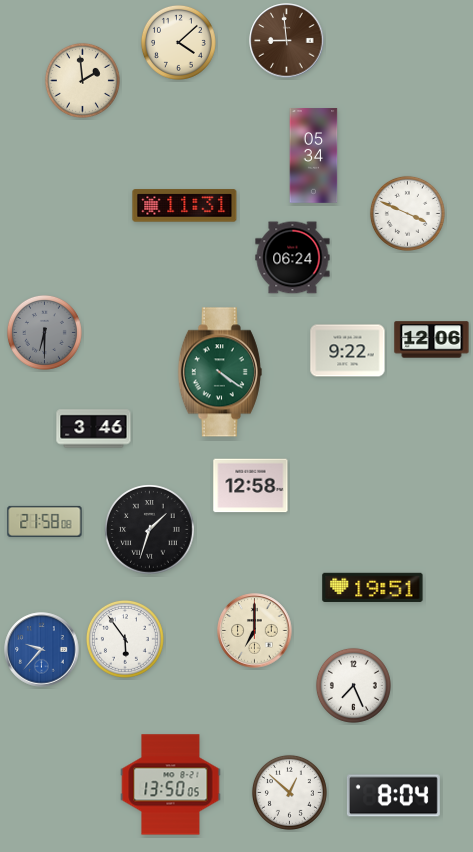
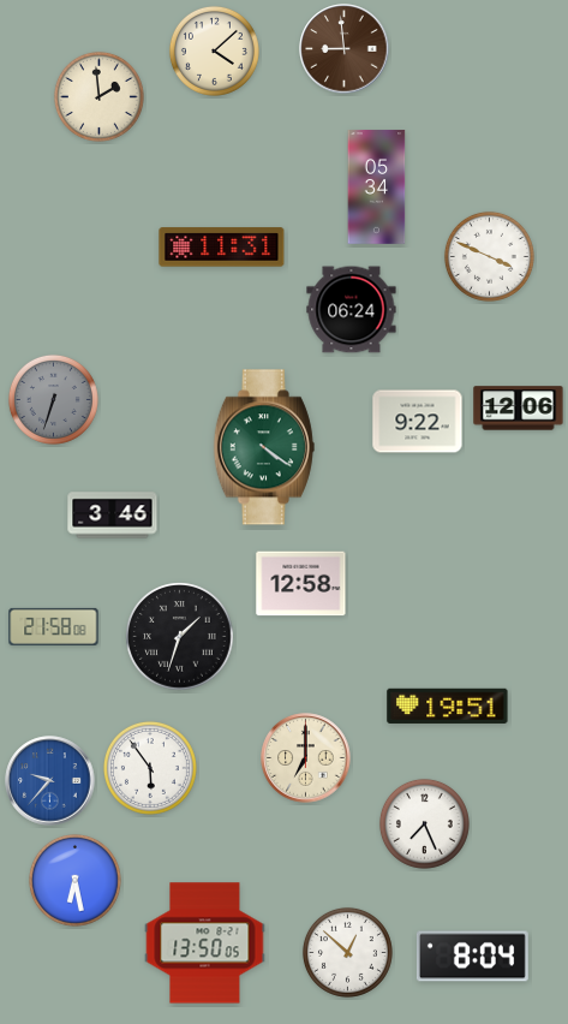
clock at (44, 332): 6:30 -> 6:33
clock at (74, 880): none -> 6:28
